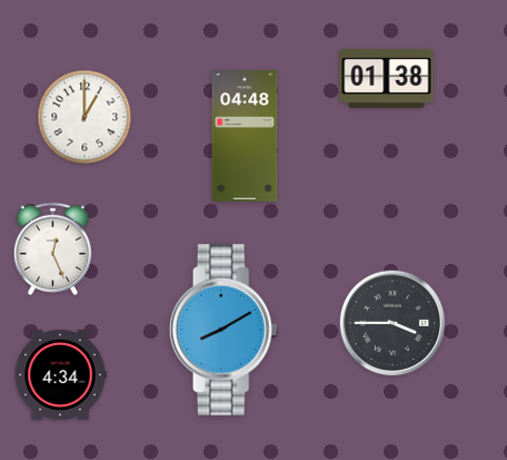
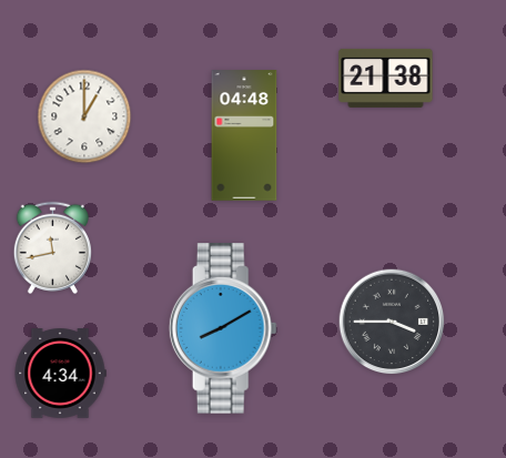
clock at (387, 78): 01:38 -> 21:38
clock at (52, 248): 12:26 -> 11:43
